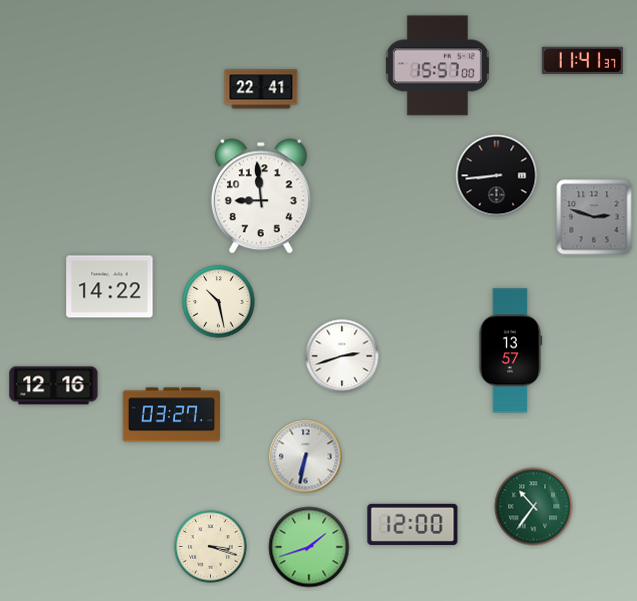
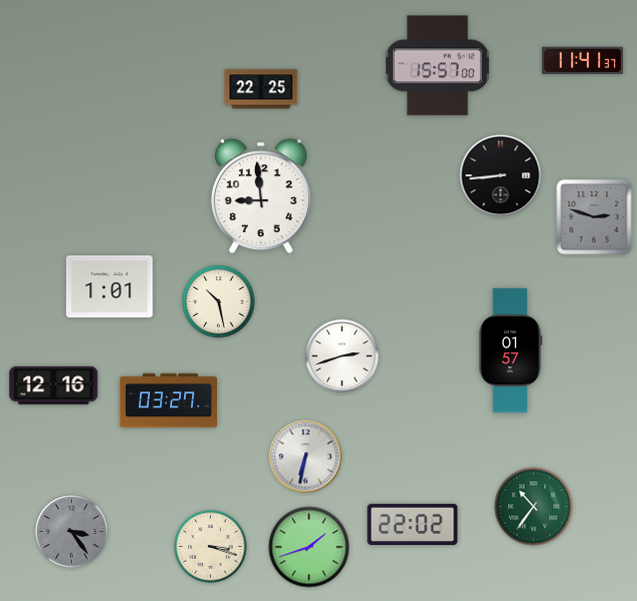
clock at (261, 89): 22:41 -> 22:25
clock at (497, 176) position: (497, 176) -> (501, 176)
clock at (110, 287): 14:22 -> 1:01
clock at (510, 351): 13:57 -> 01:57
clock at (172, 415) position: (172, 415) -> (169, 401)
clock at (413, 524): 12:00 -> 22:02
clock at (72, 532): none -> 3:24
